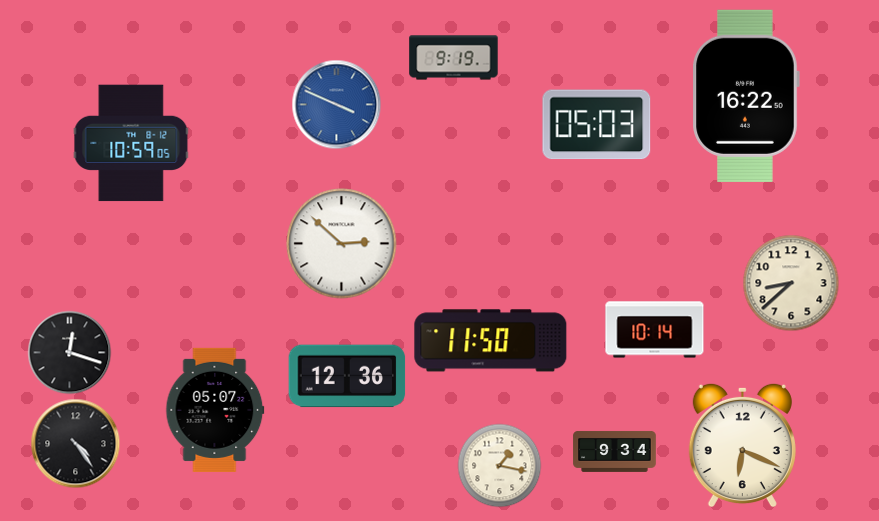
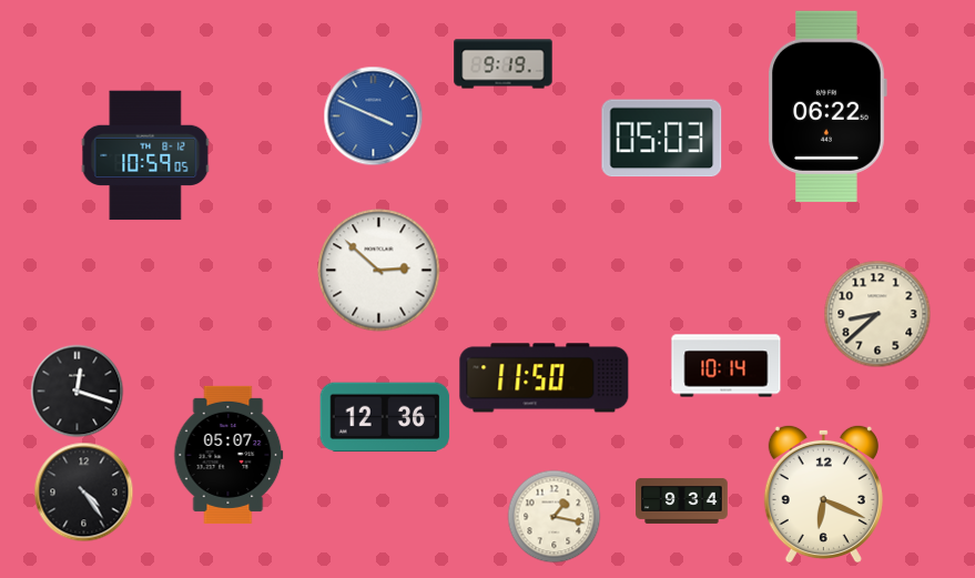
clock at (746, 96): 16:22 -> 06:22
clock at (131, 143) position: (131, 143) -> (145, 155)
clock at (215, 410) position: (215, 410) -> (228, 455)
